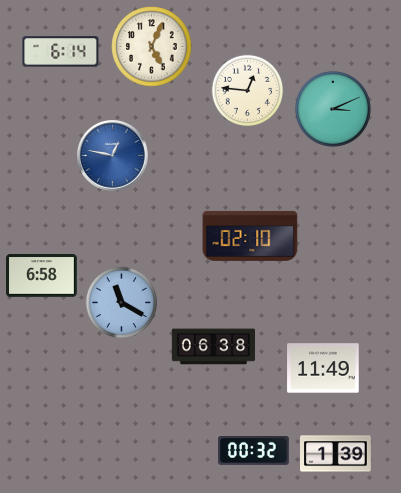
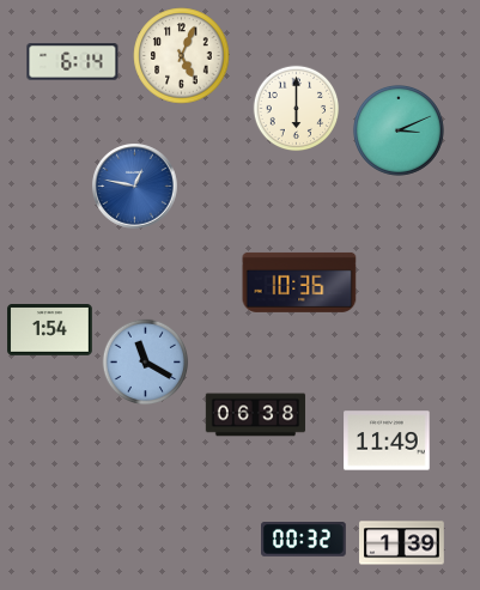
clock at (248, 91): 12:46 -> 6:00
clock at (250, 236): 02:10 -> 10:36
clock at (42, 276): 6:58 -> 1:54
